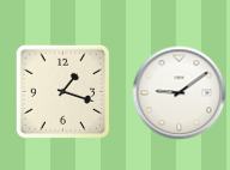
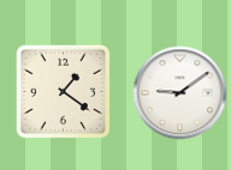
clock at (62, 91): 1:18 -> 1:21
